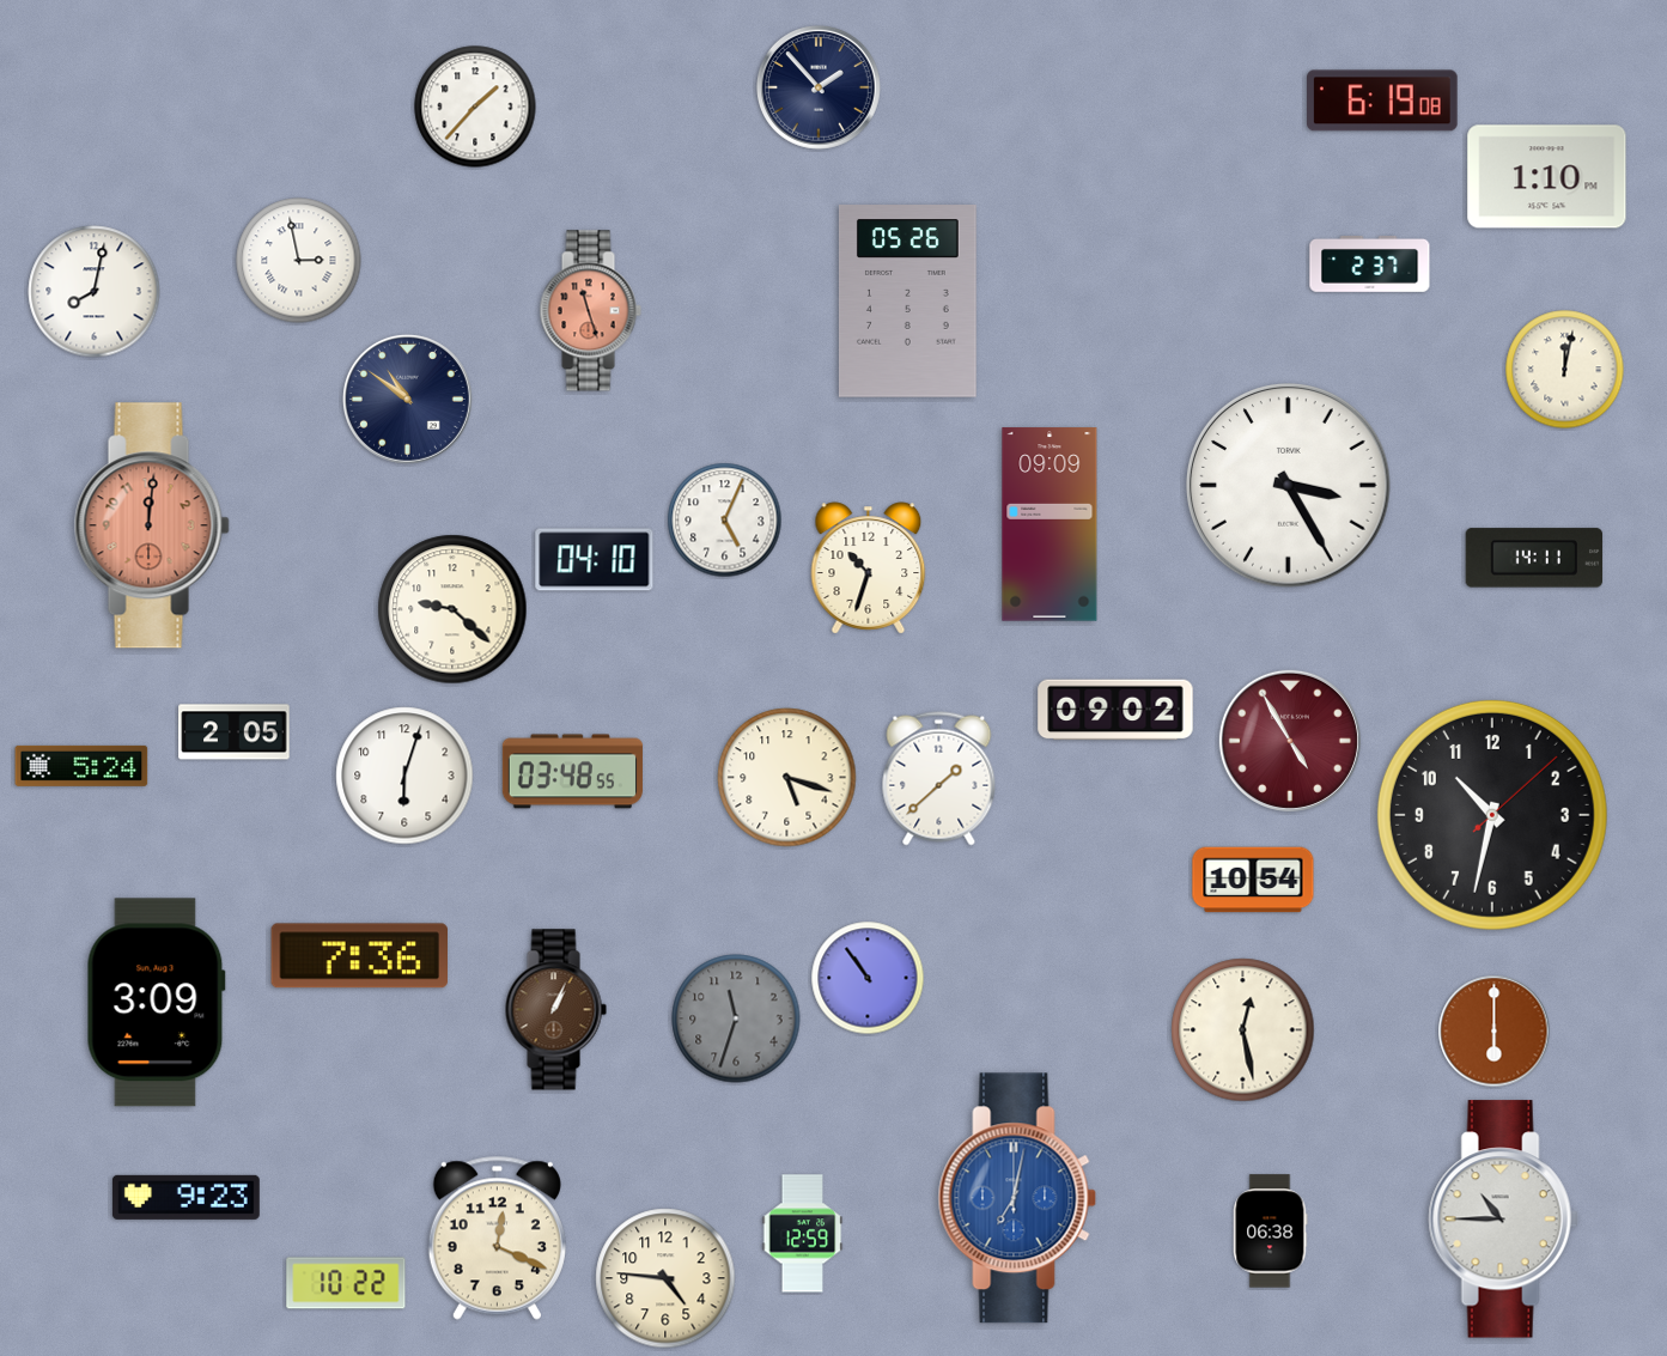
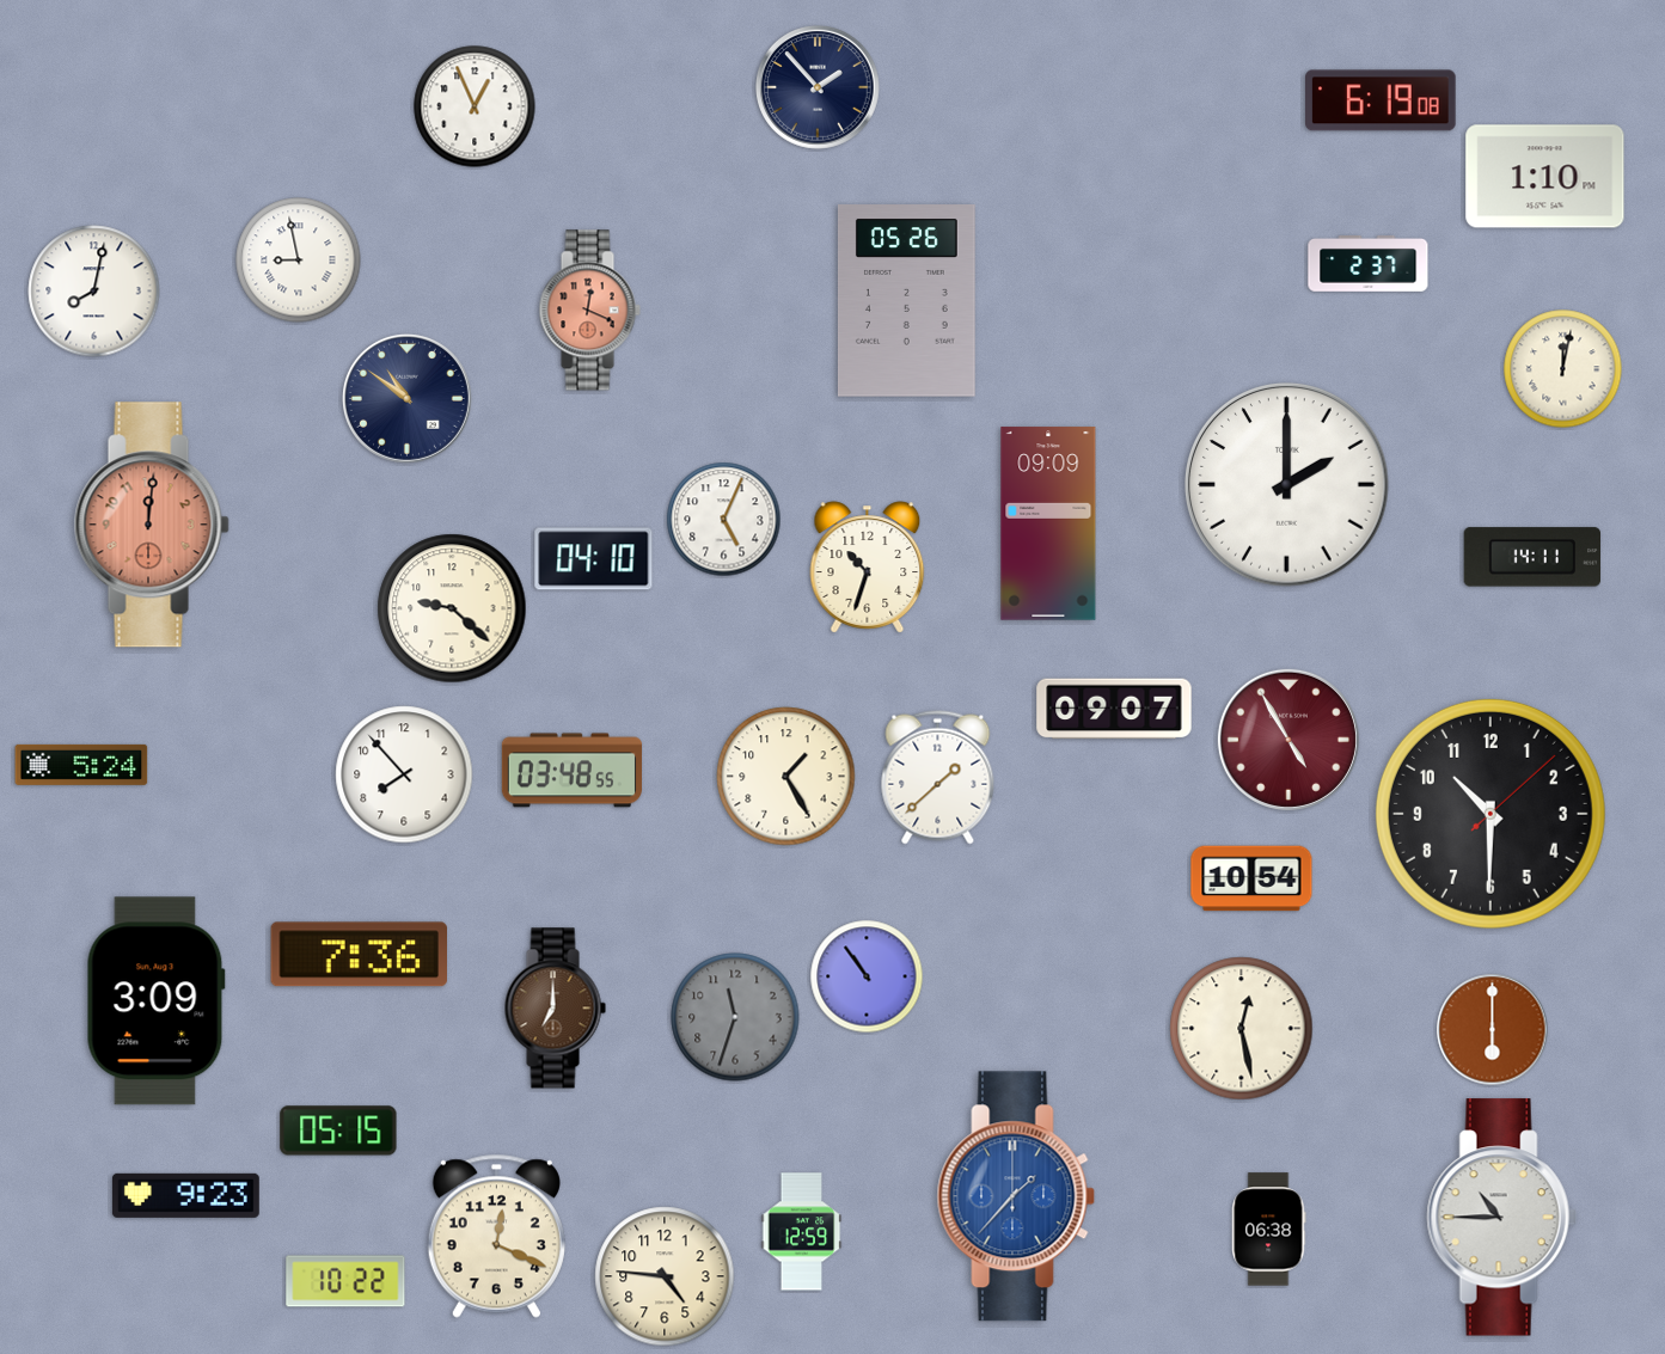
clock at (475, 107): 1:37 -> 12:56
clock at (299, 261): 2:58 -> 8:58
clock at (590, 311): 11:27 -> 12:19
clock at (1289, 486): 3:25 -> 2:00
clock at (1115, 710): 09:02 -> 09:07
clock at (235, 732): 2:05 -> none
clock at (404, 776): 6:03 -> 7:53
clock at (787, 778): 5:18 -> 1:25
clock at (1492, 815): 10:32 -> 10:30
clock at (555, 1010): 1:04 -> 7:00
clock at (338, 1131): none -> 05:15
clock at (1017, 1198): 7:02 -> 1:37
